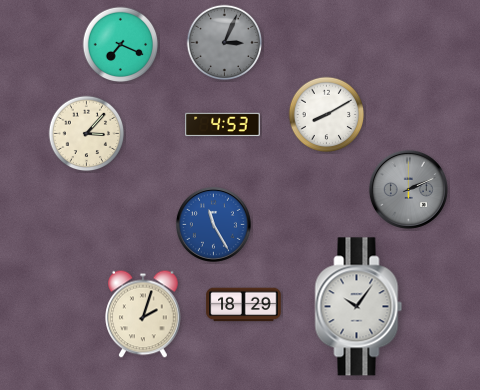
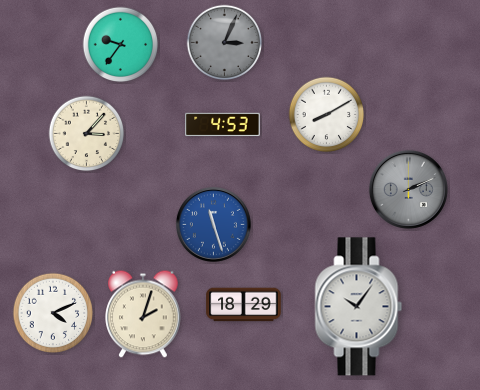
clock at (121, 45): 7:19 -> 9:36
clock at (213, 224): 11:25 -> 11:27
clock at (53, 313): none -> 4:11
